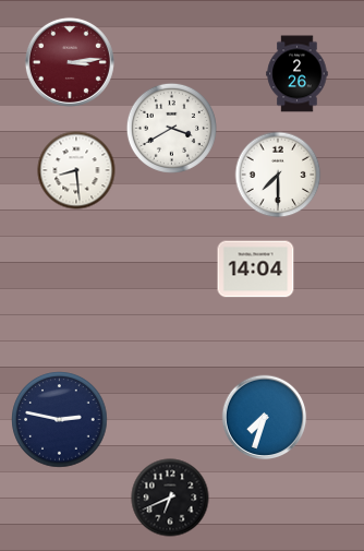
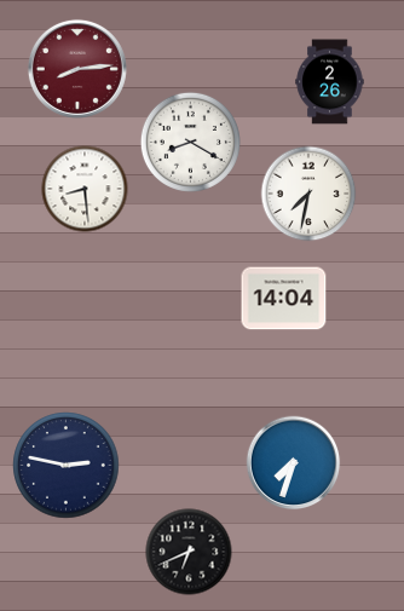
clock at (70, 62): 3:14 -> 8:14
clock at (171, 128): 3:40 -> 8:20
clock at (278, 175): 7:30 -> 7:32
